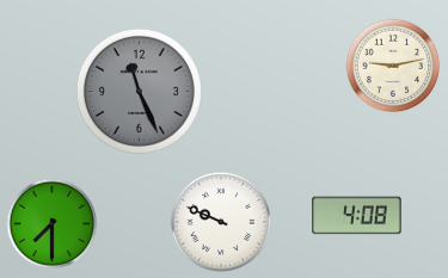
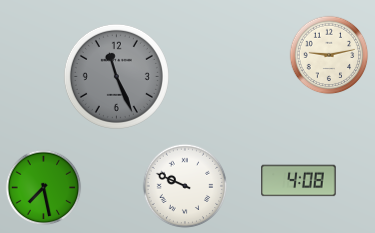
clock at (53, 224): 7:30 -> 7:28
